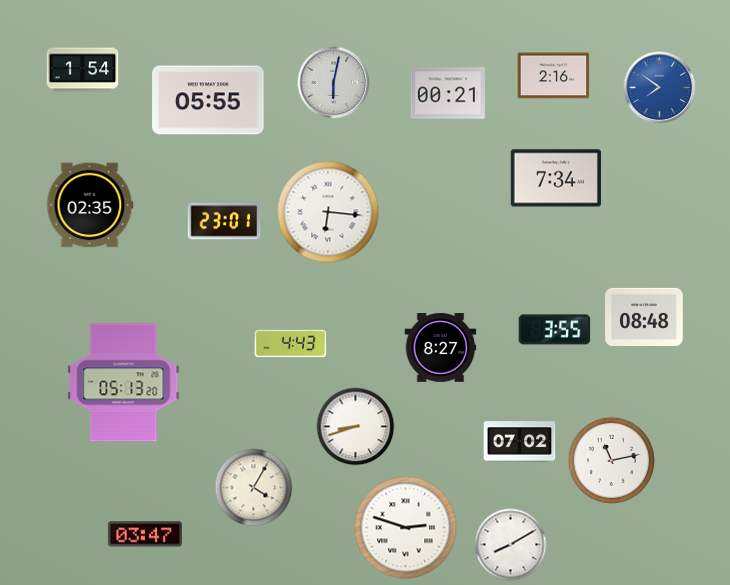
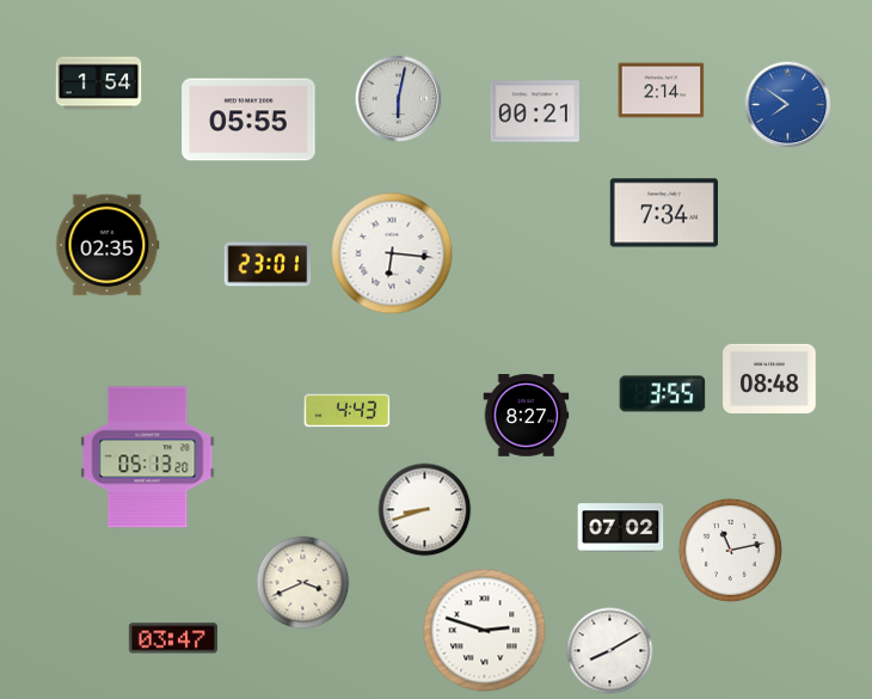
clock at (554, 76): 2:16 -> 2:14
clock at (254, 488): 4:05 -> 3:41
